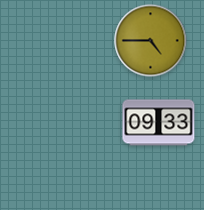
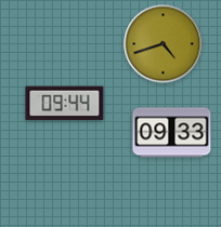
clock at (151, 41): 4:45 -> 4:42
clock at (65, 104): none -> 09:44
